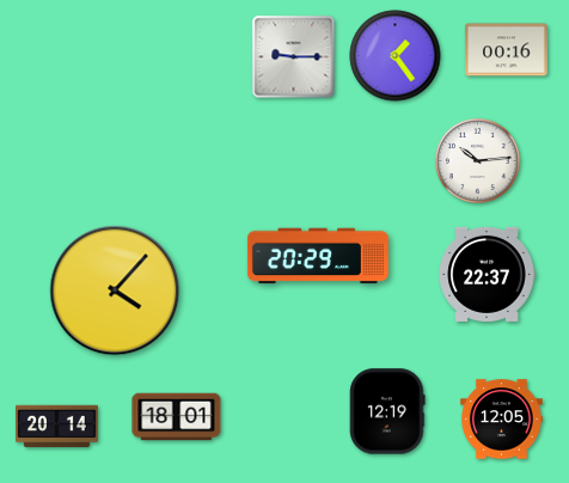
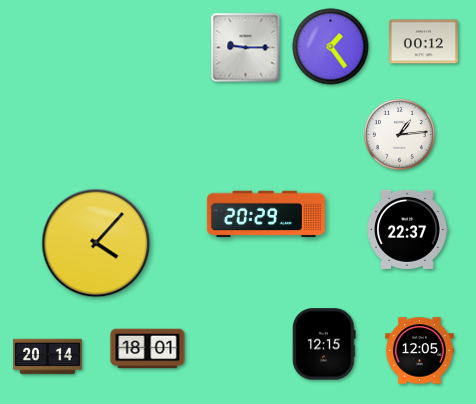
clock at (507, 50): 00:16 -> 00:12
clock at (477, 160): 10:14 -> 1:14
clock at (387, 411): 12:19 -> 12:15
